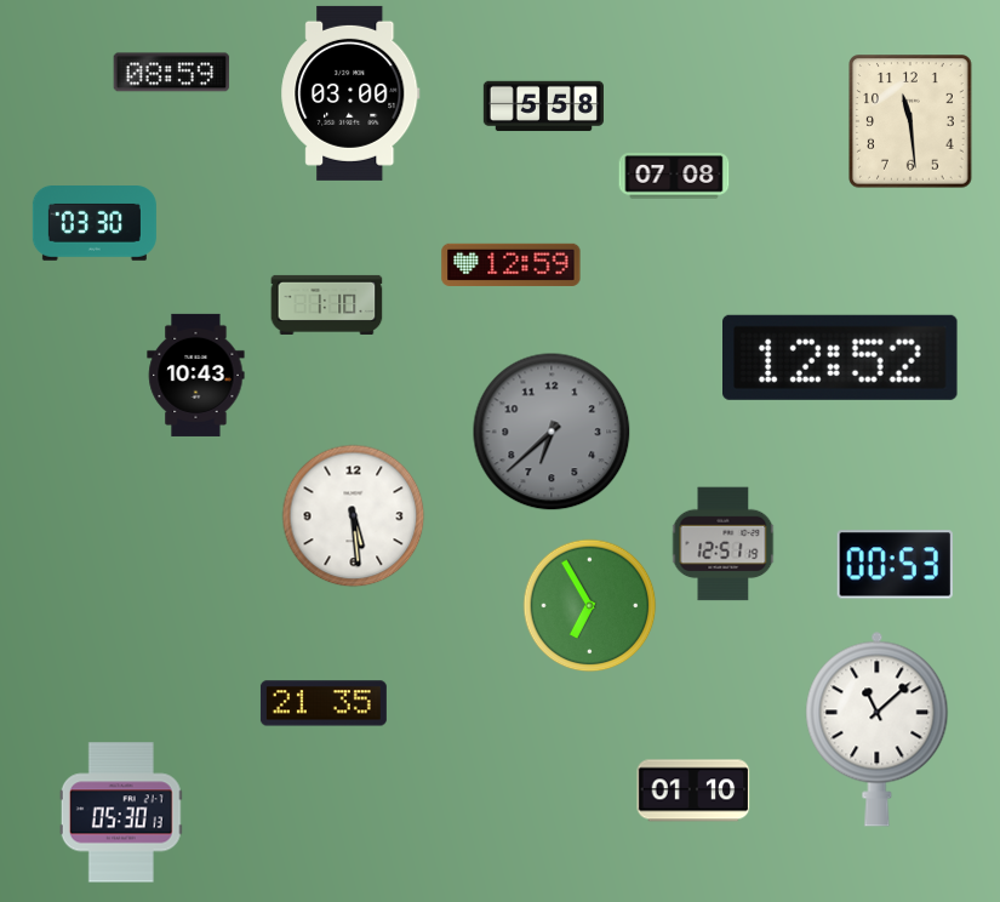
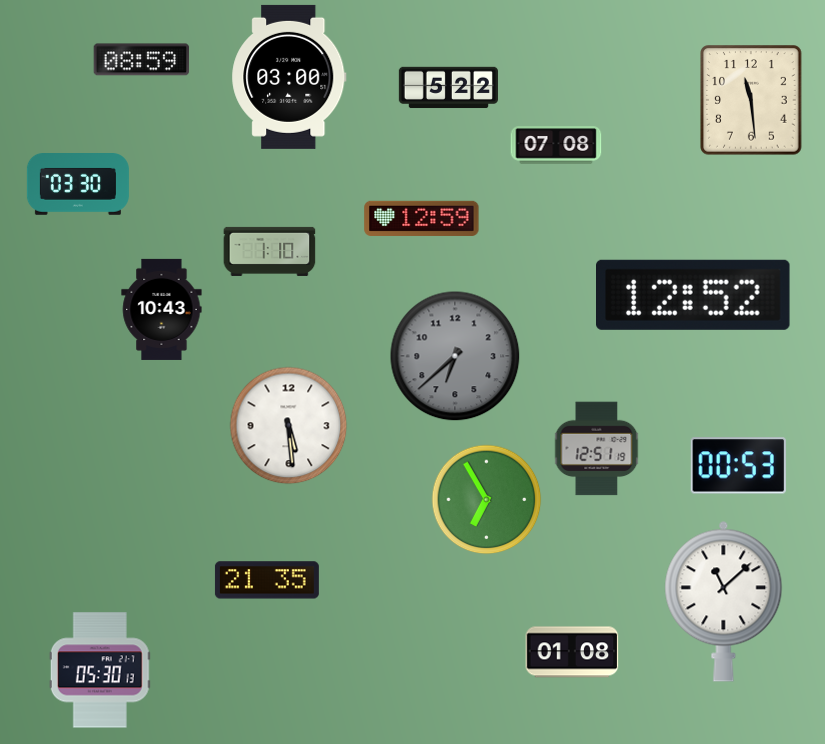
clock at (543, 107): 5:58 -> 5:22
clock at (354, 516) position: (354, 516) -> (289, 426)
clock at (693, 790): 01:10 -> 01:08
